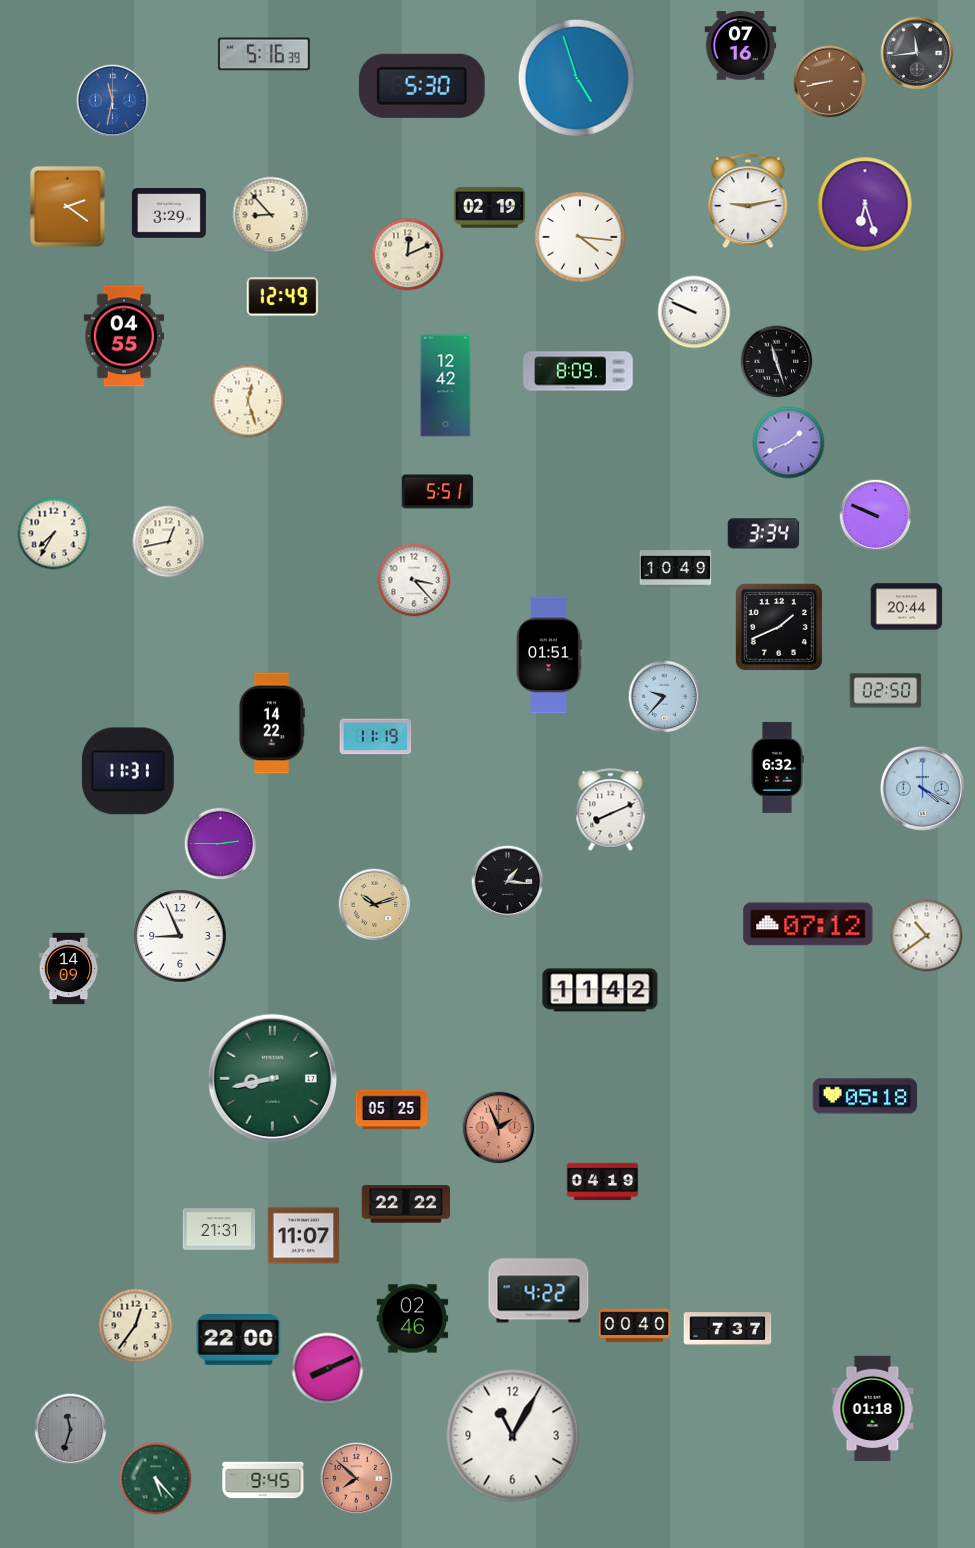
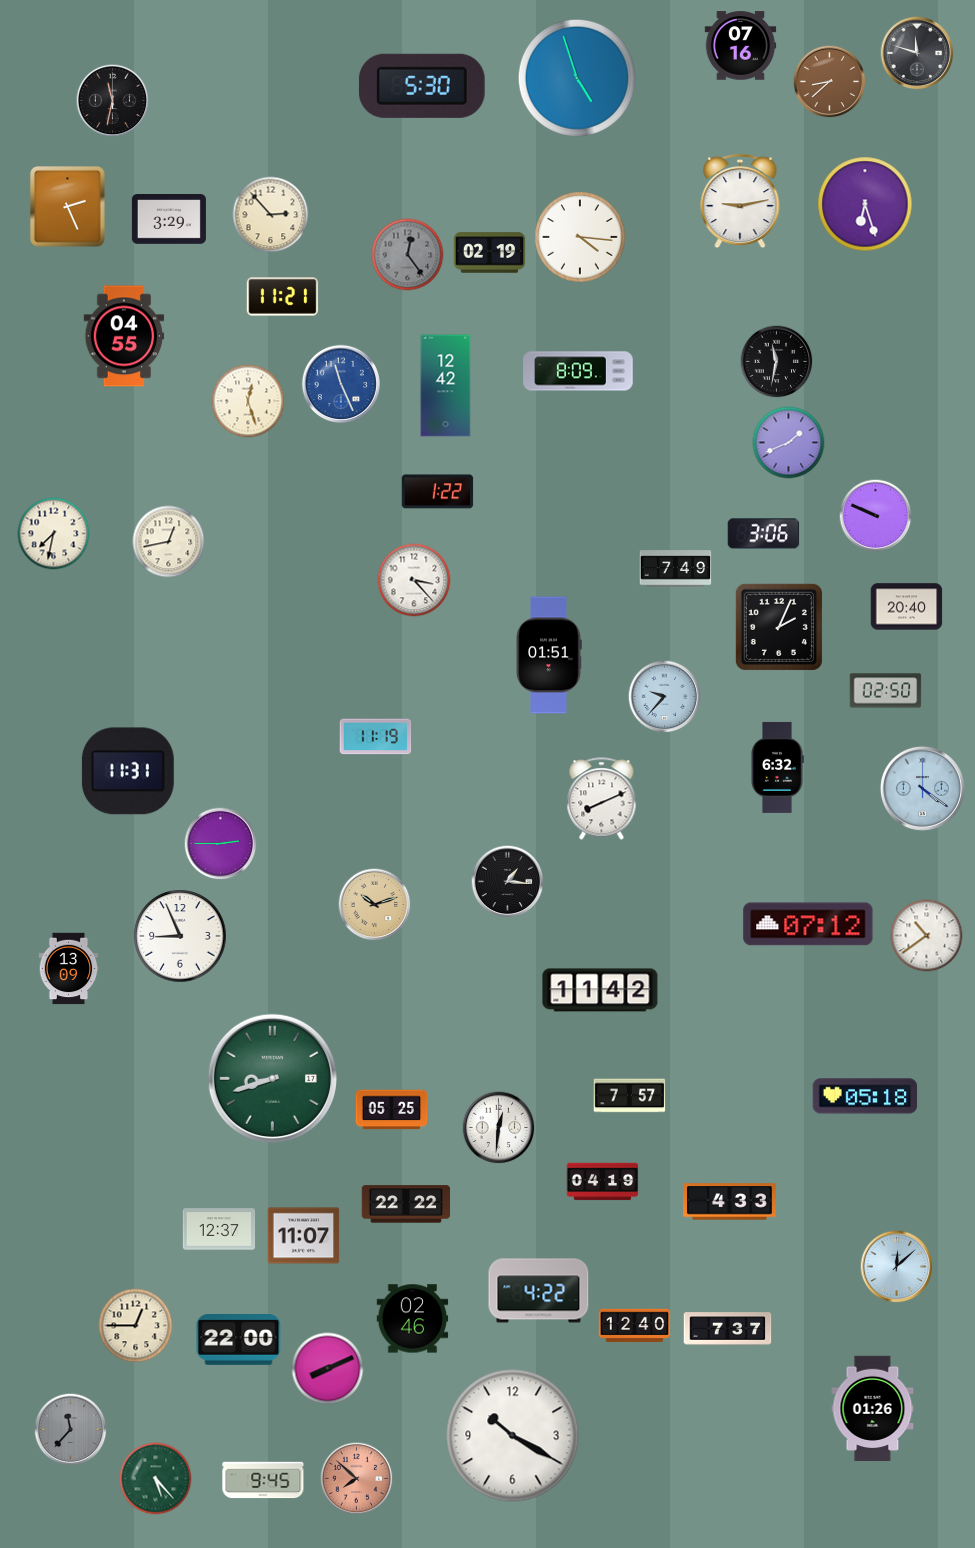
clock at (917, 53): 11:44 -> 11:48
clock at (264, 54): 5:16 -> none
clock at (830, 82): 8:43 -> 8:38
clock at (113, 101) dial: blue -> black
clock at (748, 201) position: (748, 201) -> (740, 201)
clock at (68, 207): 2:21 -> 2:26
clock at (490, 208) position: (490, 208) -> (490, 253)
clock at (169, 214) position: (169, 214) -> (169, 220)
clock at (271, 215): 8:53 -> 2:53
clock at (408, 255): 12:11 -> 12:24
clock at (408, 255) dial: cream -> grey
clock at (283, 297): 12:49 -> 11:21
clock at (694, 312): 9:49 -> none
clock at (777, 362): 11:27 -> 11:32
clock at (340, 383): none -> 11:26
clock at (438, 492): 5:51 -> 1:22
clock at (54, 534): 7:35 -> 7:32
clock at (764, 534): 3:34 -> 3:06
clock at (676, 569): 10:49 -> 7:49
clock at (907, 607): 20:44 -> 20:40
clock at (779, 627): 1:41 -> 2:04
clock at (272, 723): 14:22 -> none
clock at (922, 788): 4:20 -> 4:21
clock at (611, 810) position: (611, 810) -> (602, 799)
clock at (69, 969): 14:09 -> 13:09
clock at (272, 1078): 8:43 -> 8:42
clock at (630, 1096): none -> 7:57
clock at (499, 1128): 1:56 -> 12:31
clock at (499, 1128) dial: salmon -> white
clock at (730, 1202): none -> 4:33
clock at (219, 1229): 21:31 -> 12:37
clock at (897, 1267): none -> 12:08
clock at (136, 1326): 12:36 -> 12:45
clock at (635, 1326): 00:40 -> 12:40
clock at (873, 1409): 01:18 -> 01:26
clock at (71, 1430): 11:33 -> 11:37
clock at (513, 1436): 11:05 -> 10:20
